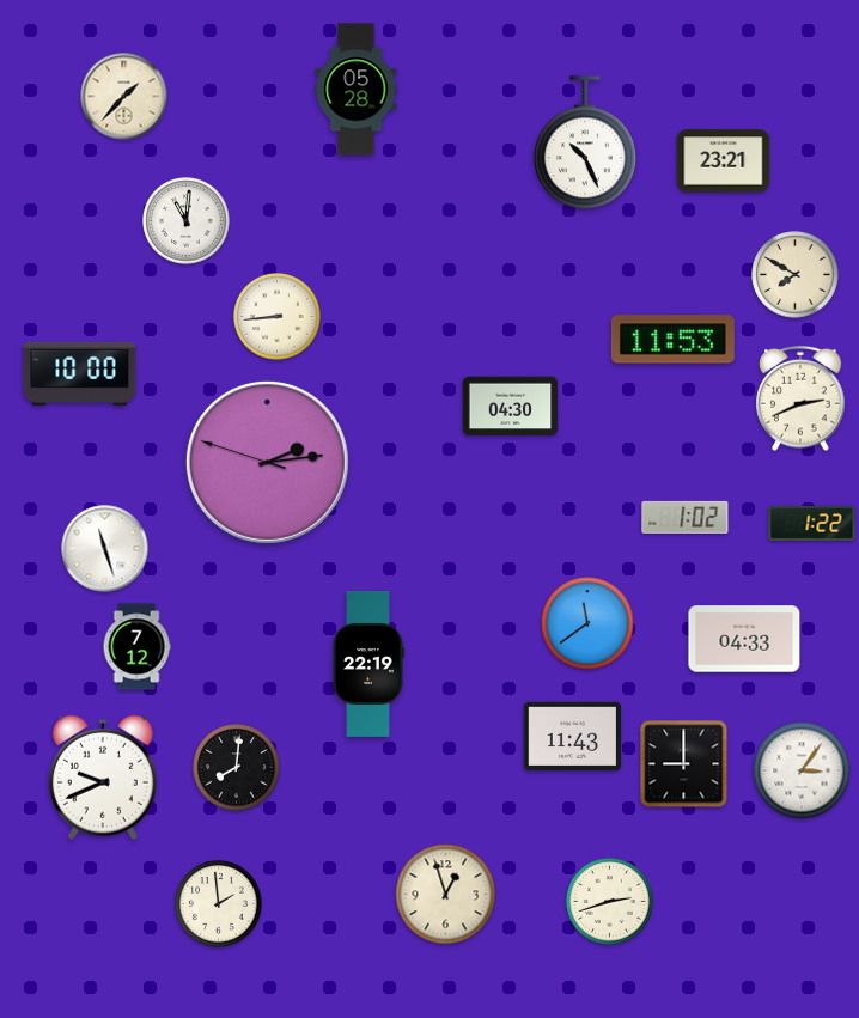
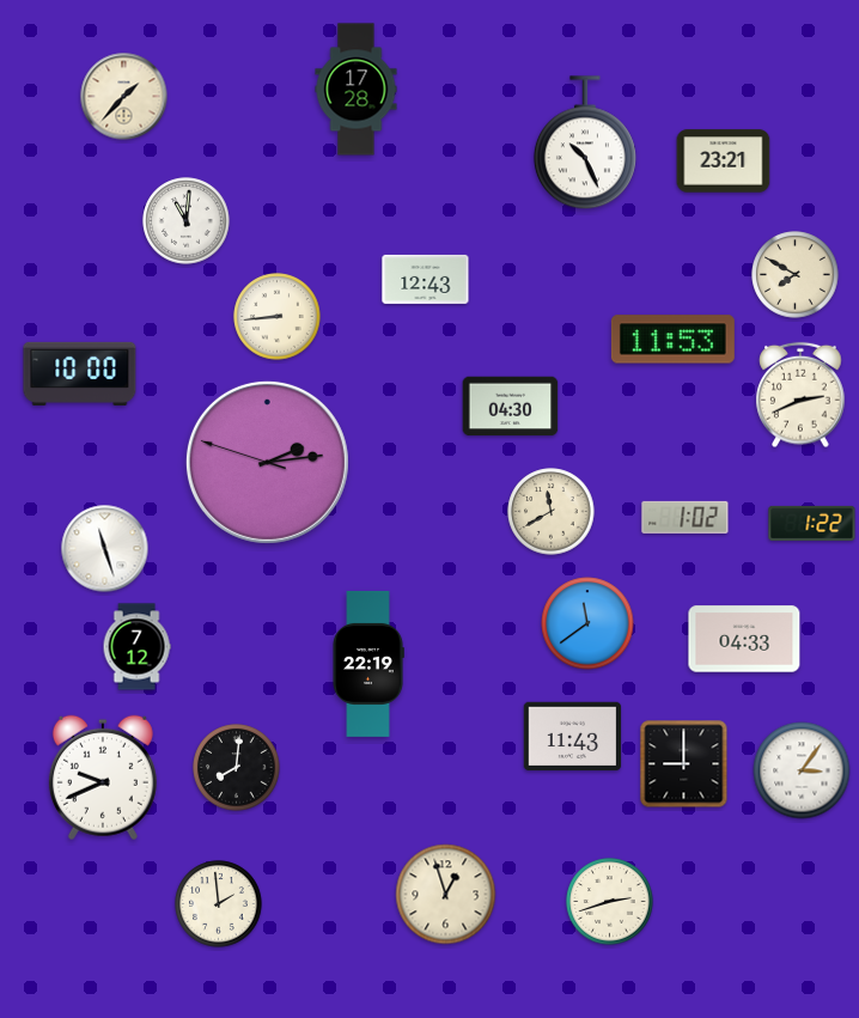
clock at (357, 90): 05:28 -> 17:28
clock at (426, 279): none -> 12:43
clock at (800, 398) position: (800, 398) -> (800, 395)
clock at (552, 512): none -> 11:40
